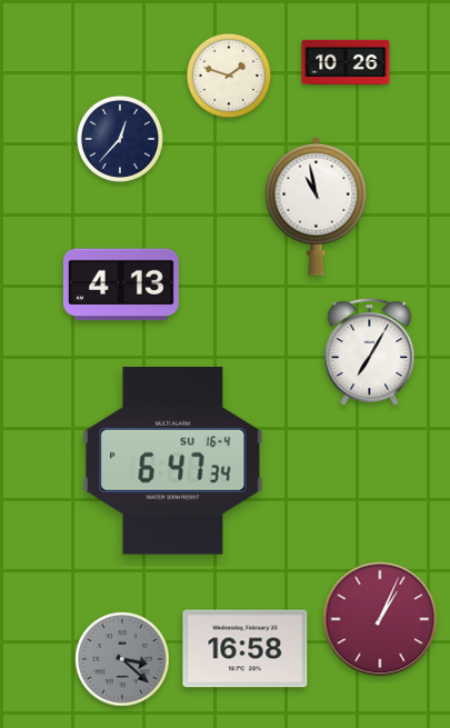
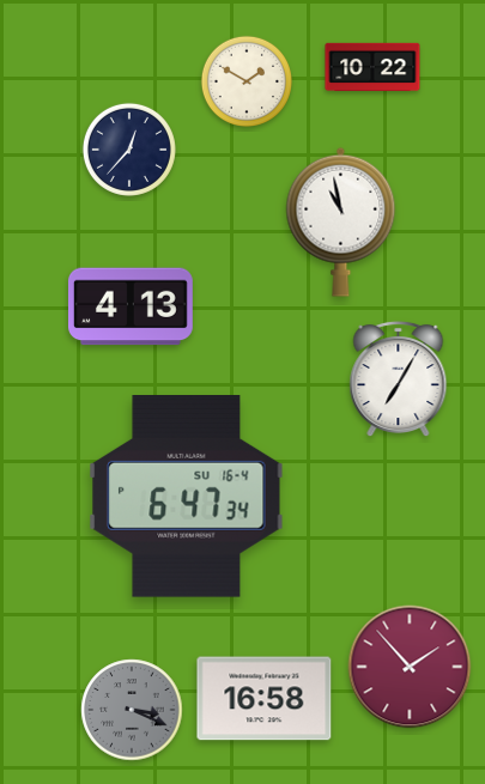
clock at (346, 61): 10:26 -> 10:22
clock at (229, 76): 1:48 -> 1:50
clock at (380, 619): 1:04 -> 1:53
clock at (122, 659): 3:22 -> 3:19
